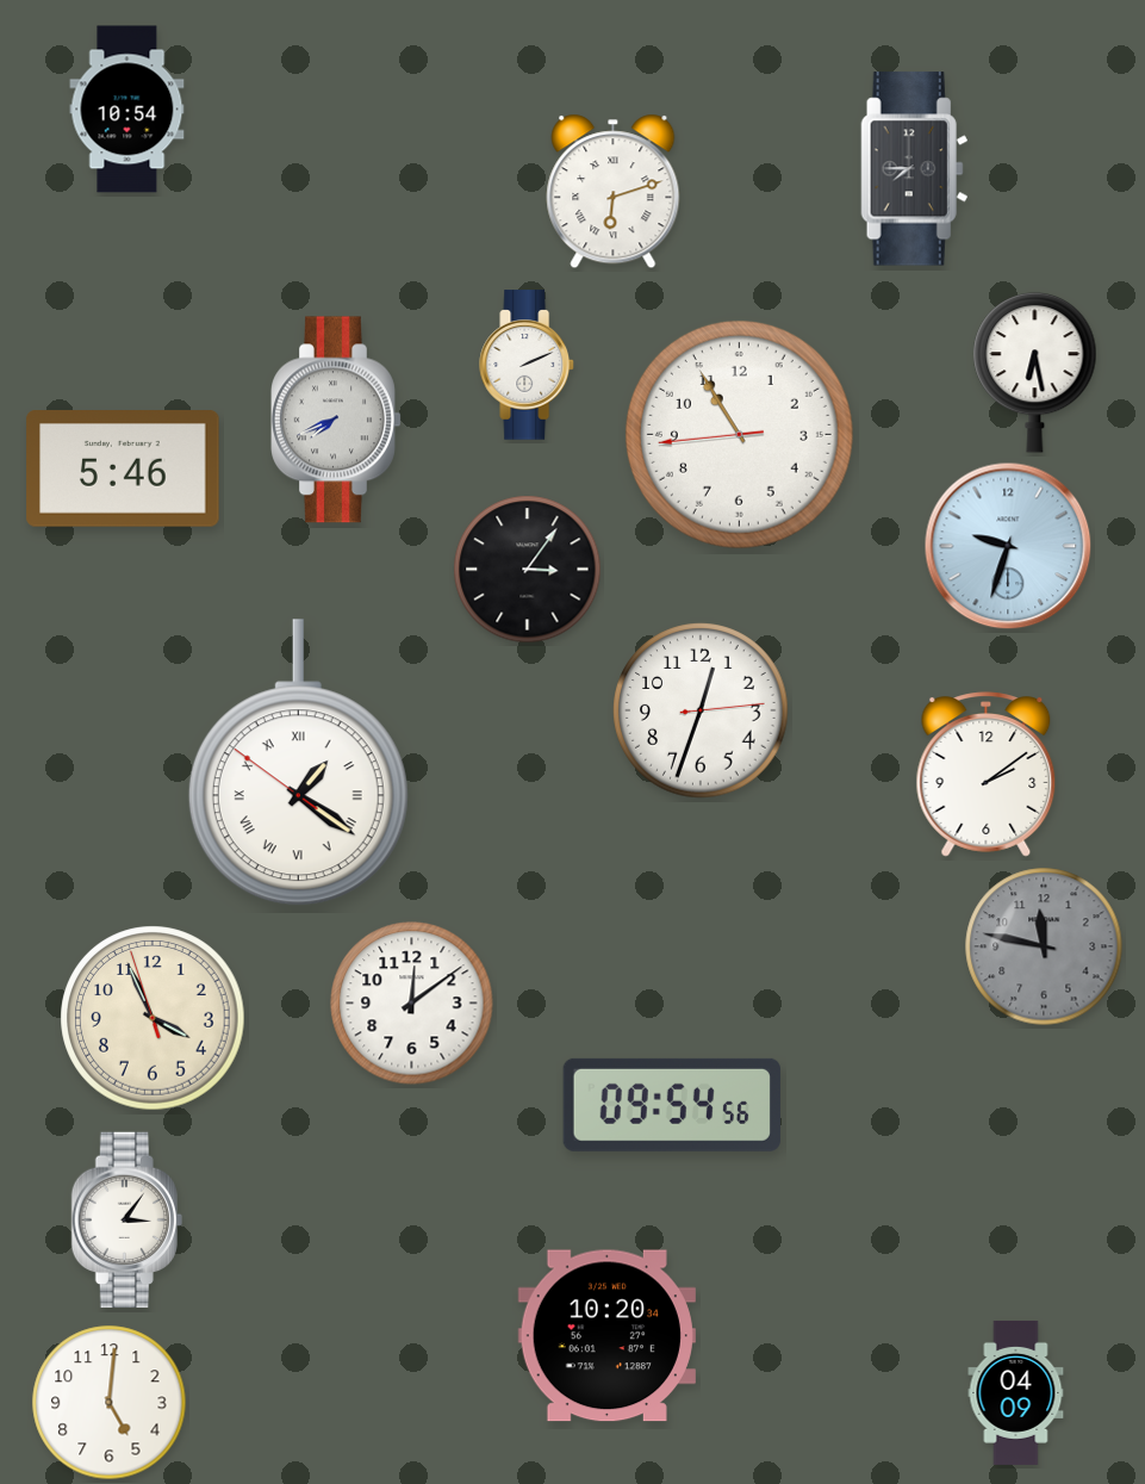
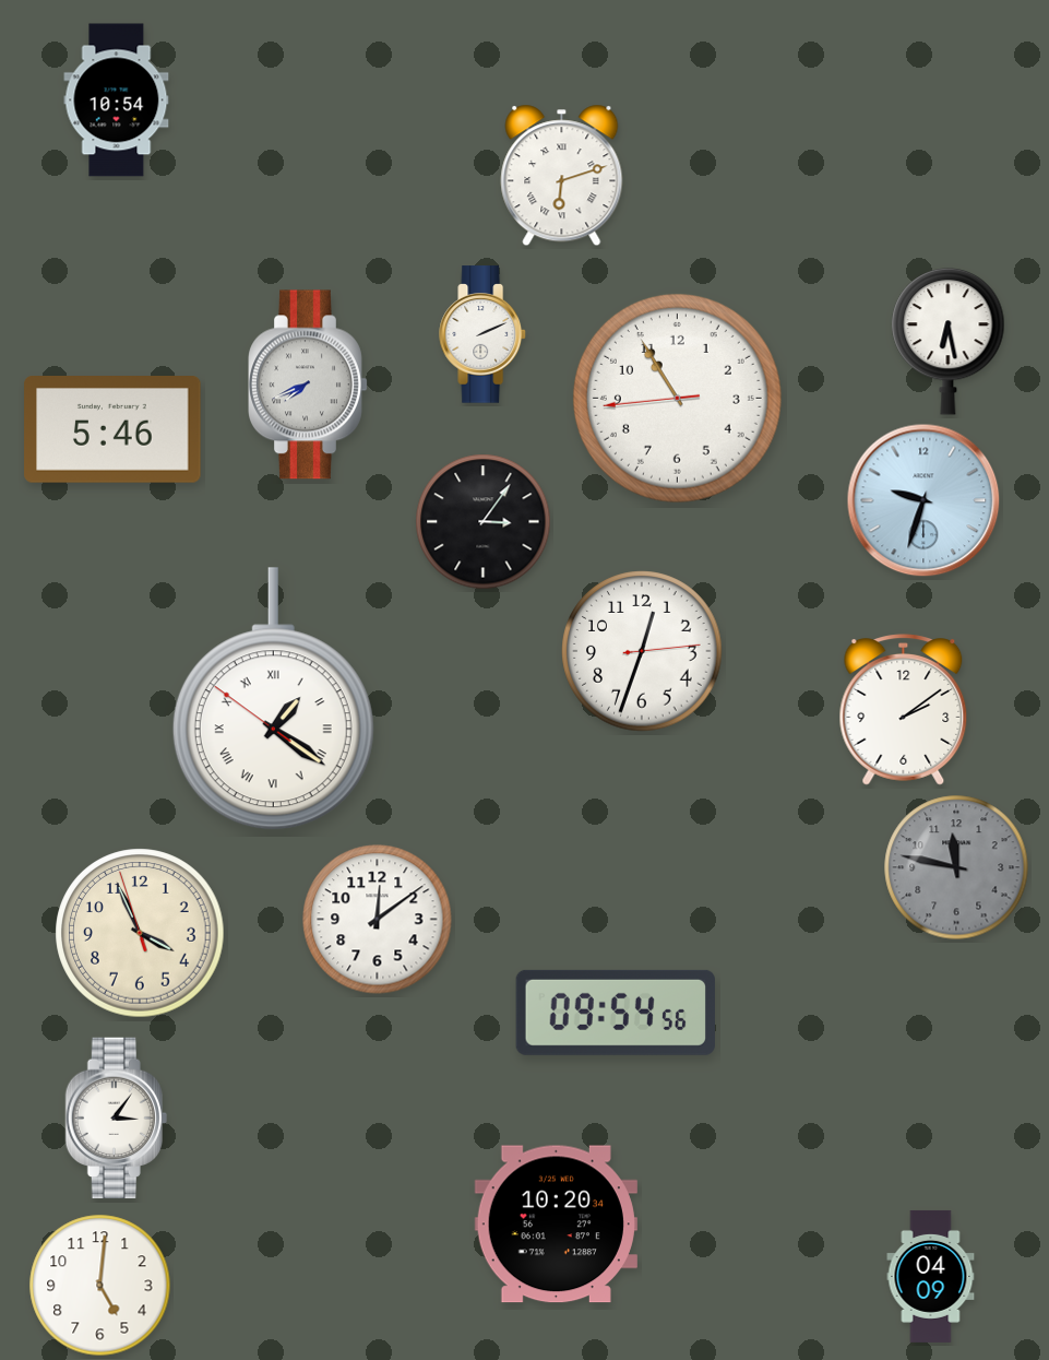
clock at (915, 169): 7:45 -> none
